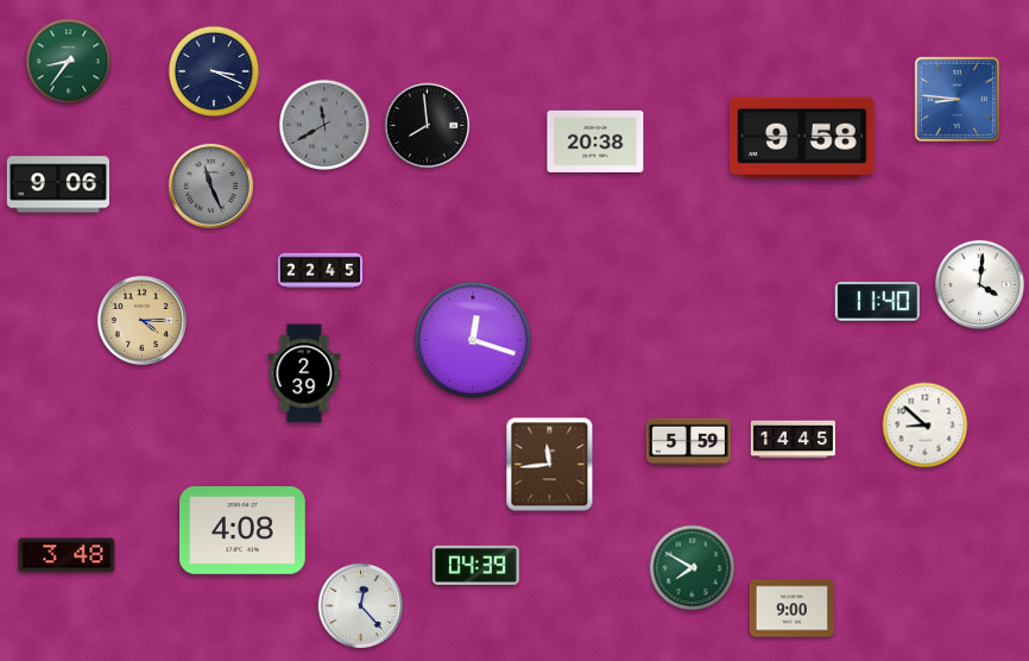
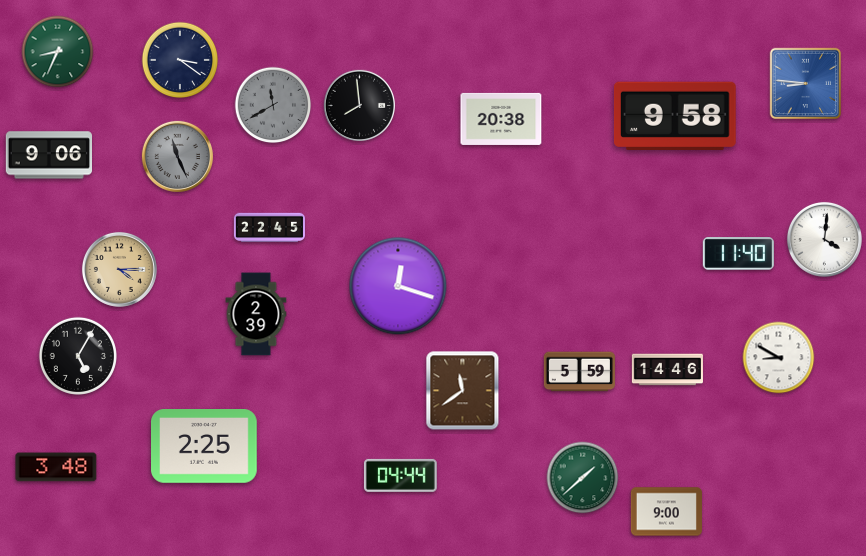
clock at (69, 62): 8:36 -> 8:34
clock at (214, 71): 3:19 -> 3:21
clock at (78, 356): none -> 5:05
clock at (926, 426): 8:52 -> 8:50
clock at (793, 440): 14:45 -> 14:46
clock at (550, 465): 11:44 -> 11:39
clock at (244, 531): 4:08 -> 2:25
clock at (475, 565): 04:39 -> 04:44
clock at (693, 568): 7:50 -> 1:38
clock at (360, 605): 12:23 -> none
